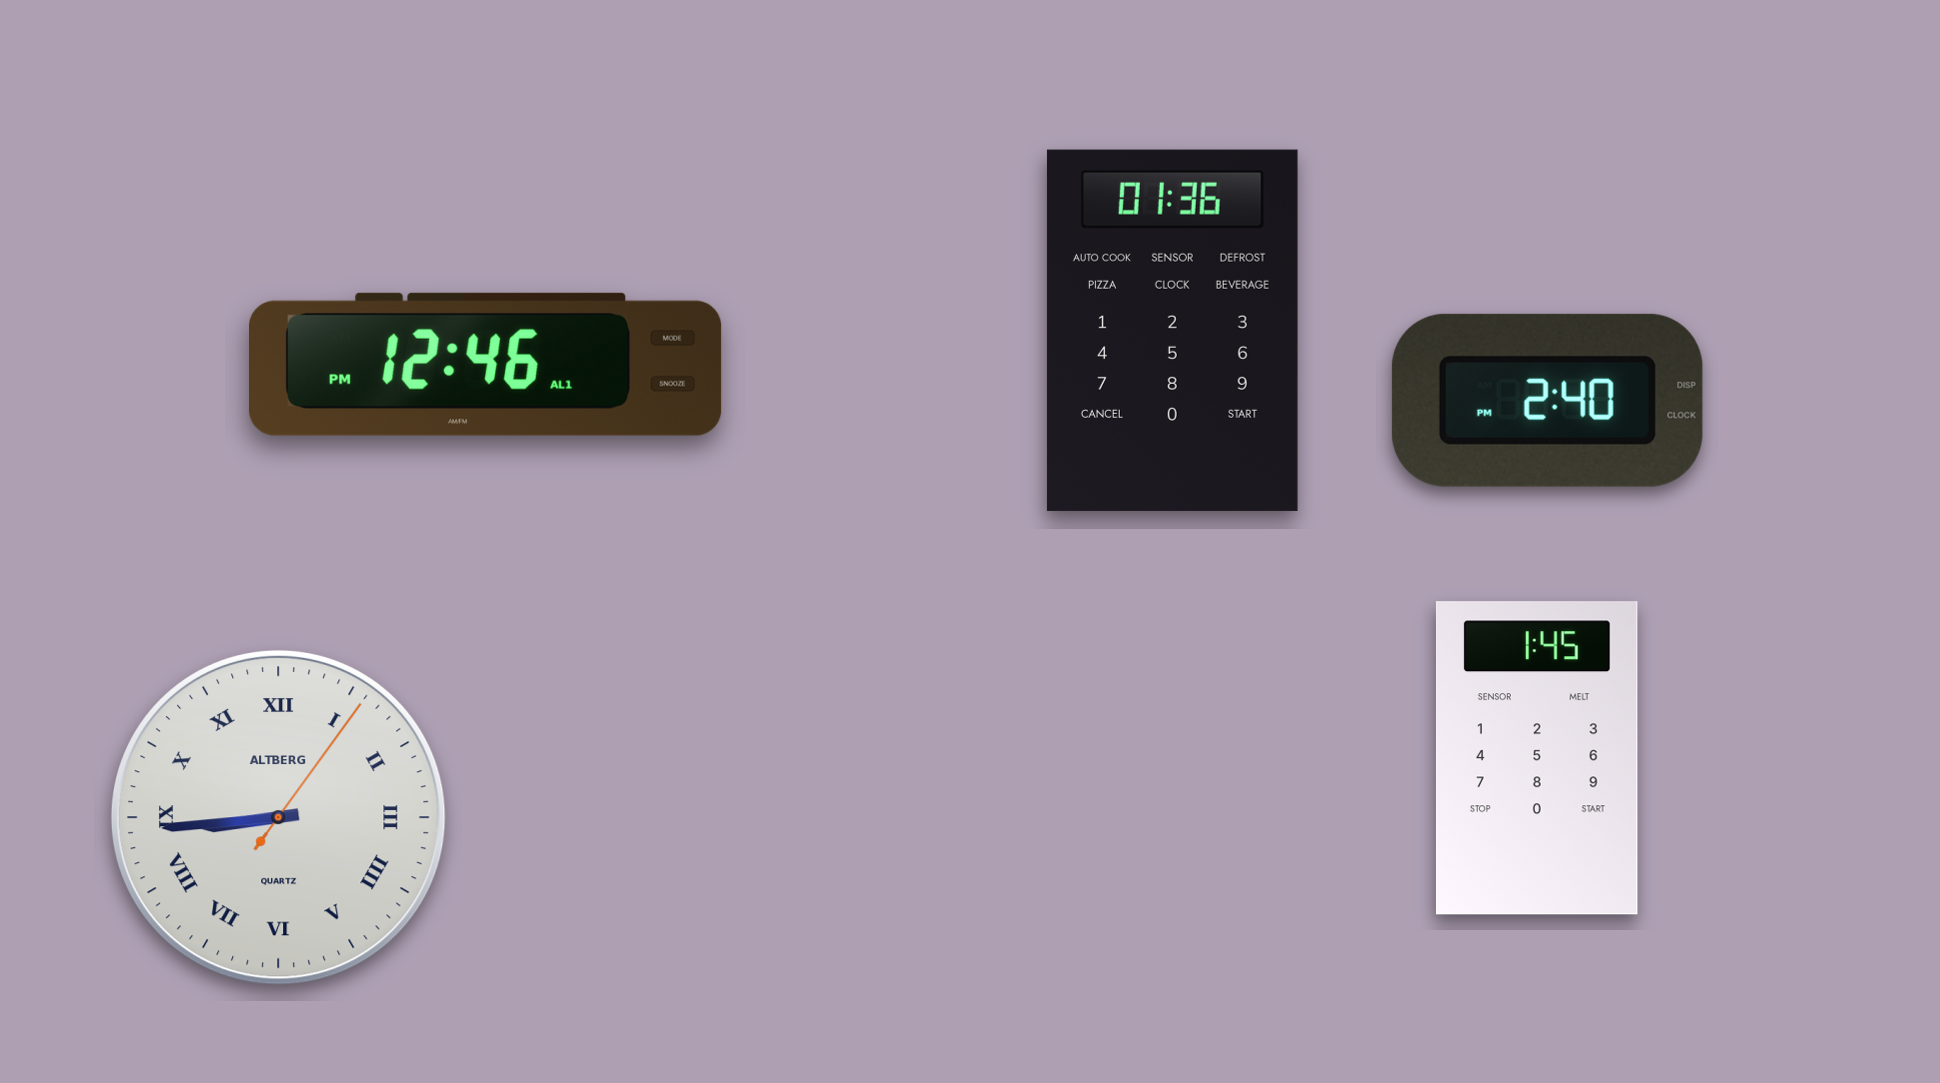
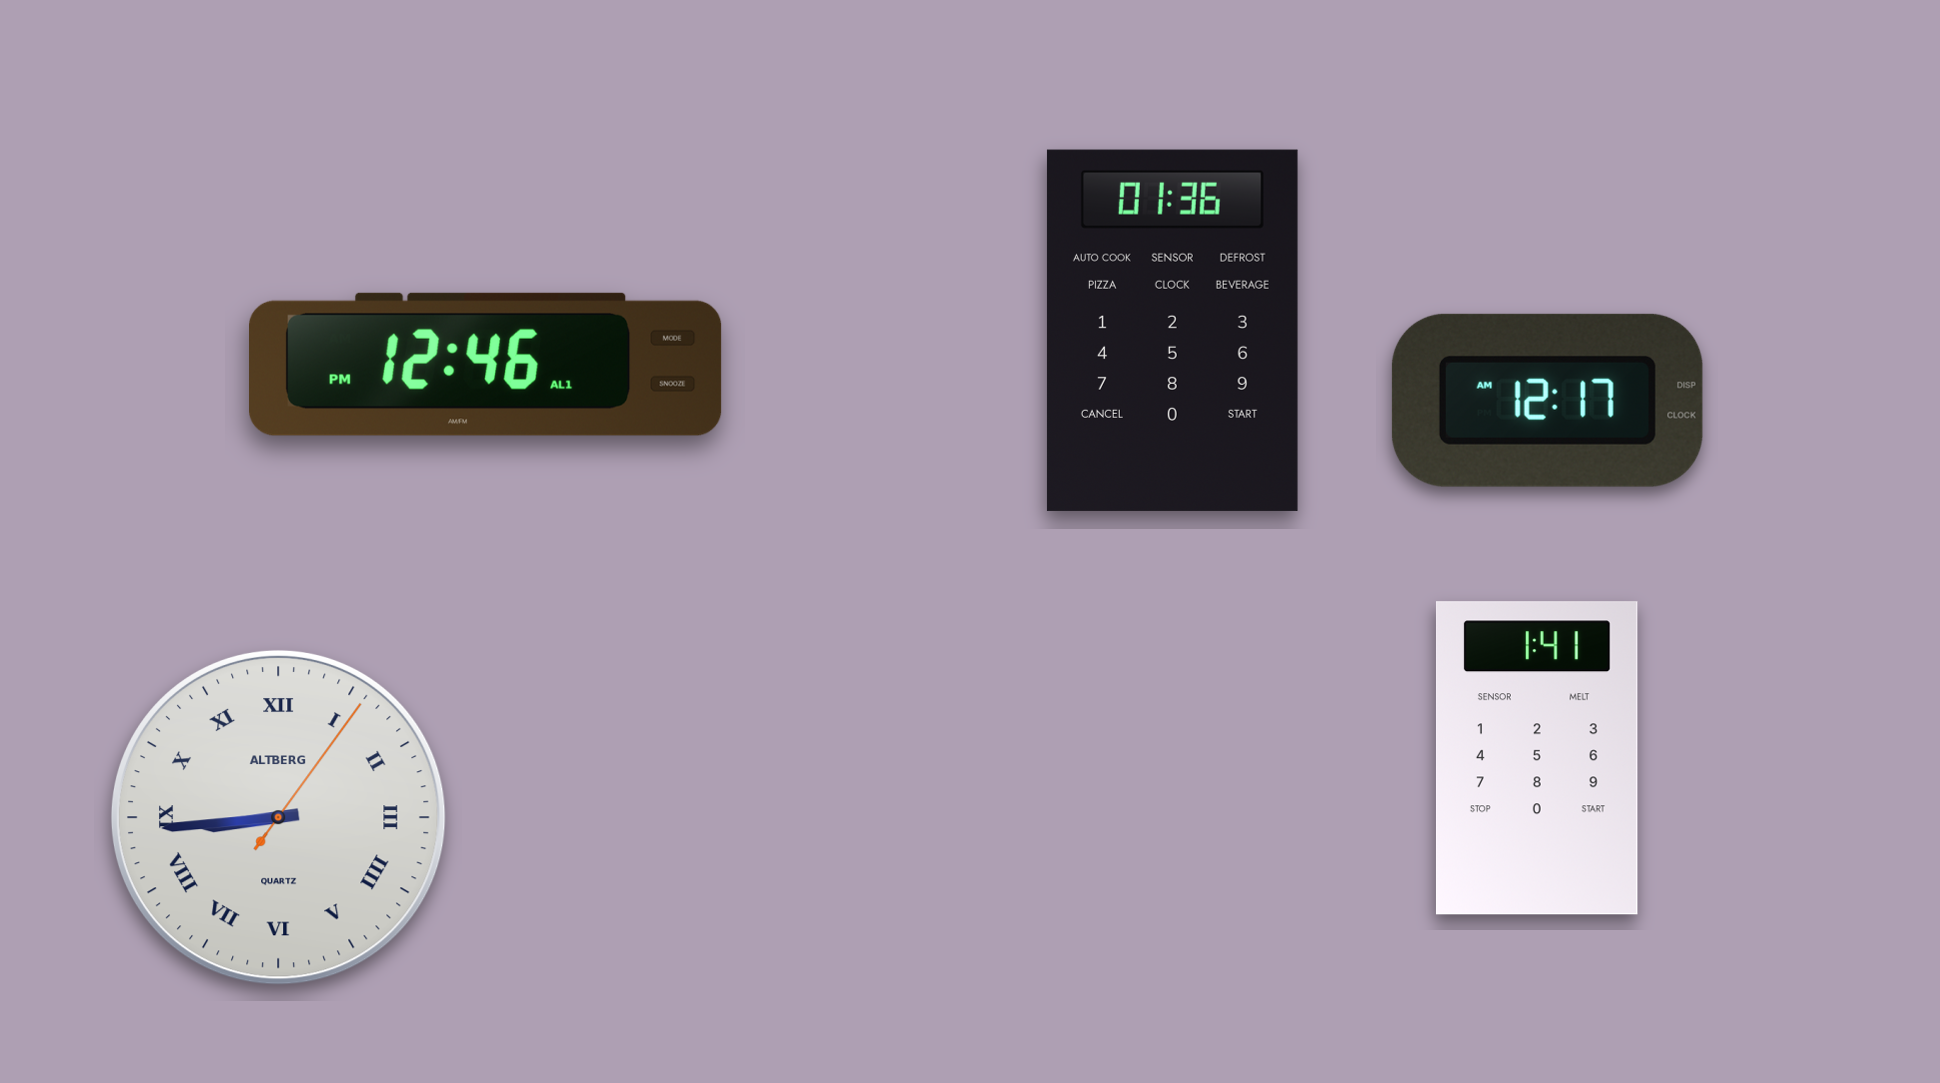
clock at (1547, 400): 2:40 -> 12:17
clock at (1537, 758): 1:45 -> 1:41
